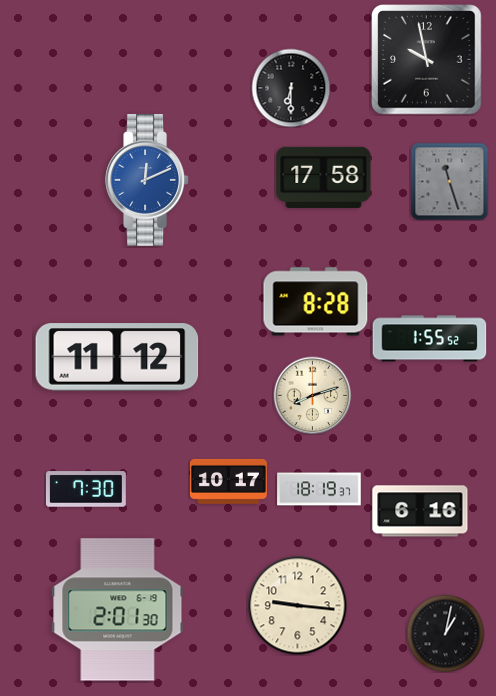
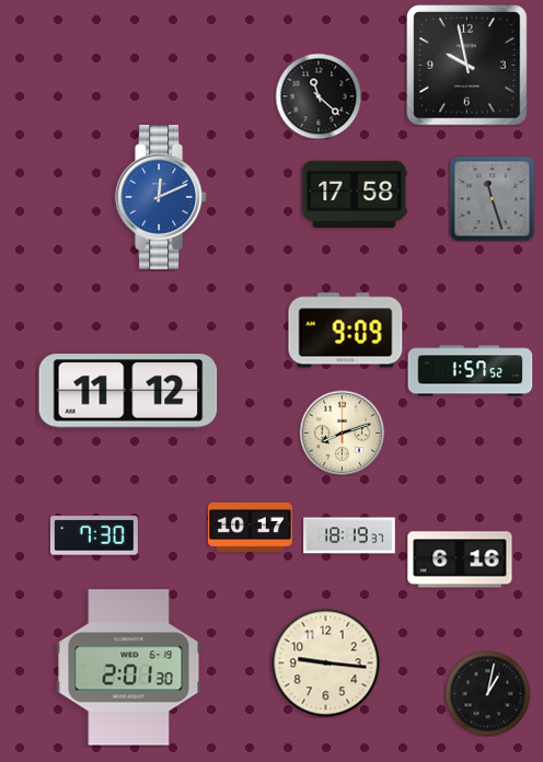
clock at (291, 88): 6:30 -> 11:22
clock at (316, 302): 8:28 -> 9:09
clock at (430, 339): 1:55 -> 1:57
